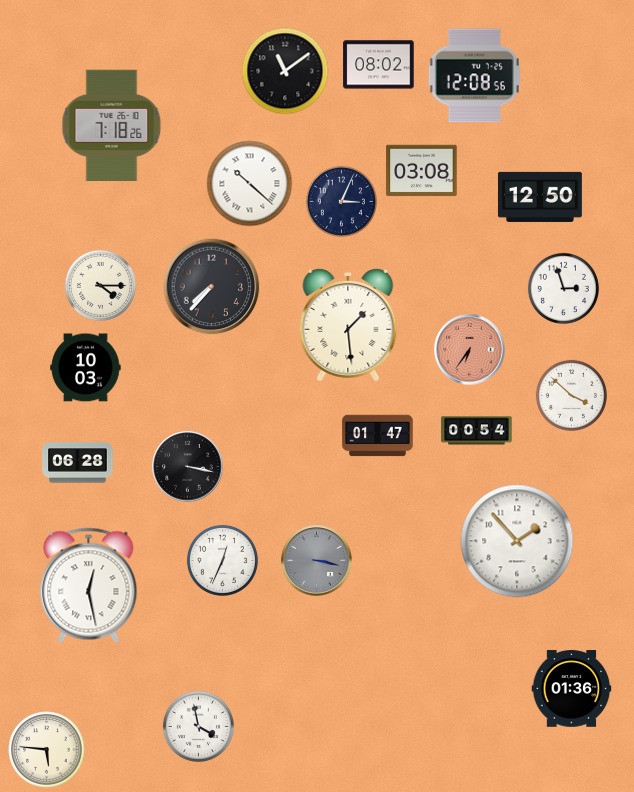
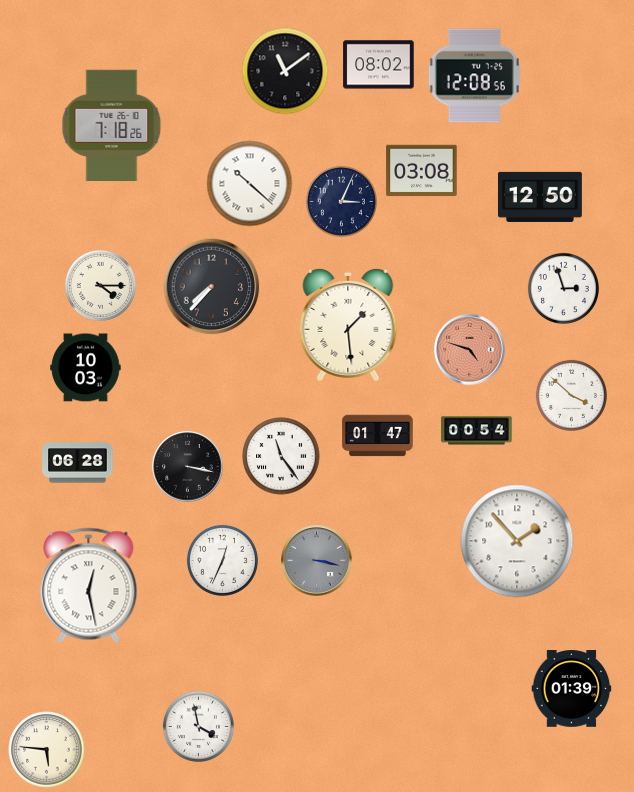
clock at (470, 350): 6:36 -> 4:48
clock at (281, 456): none -> 11:24
clock at (572, 689): 01:36 -> 01:39
